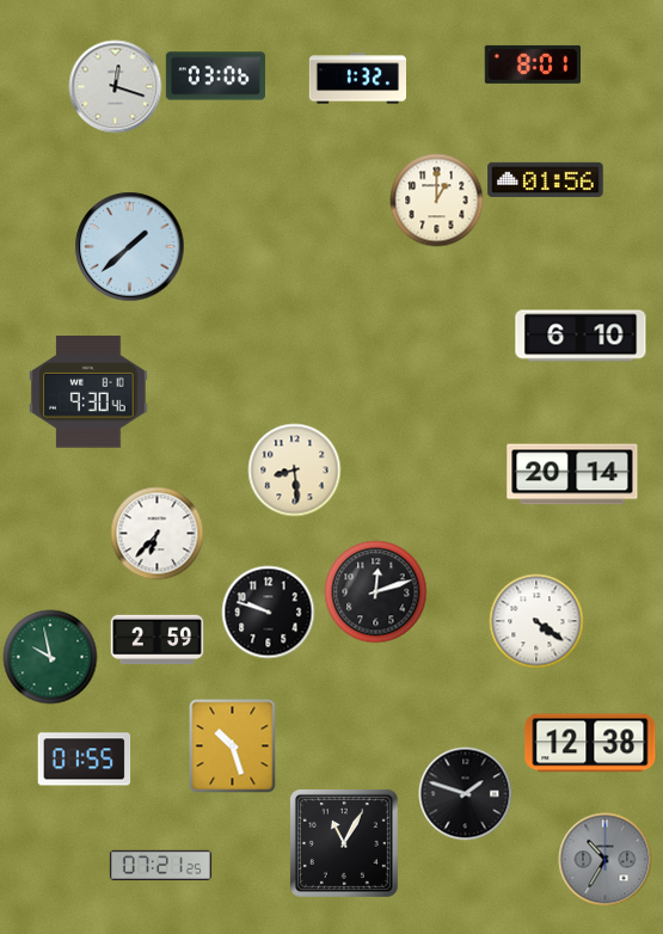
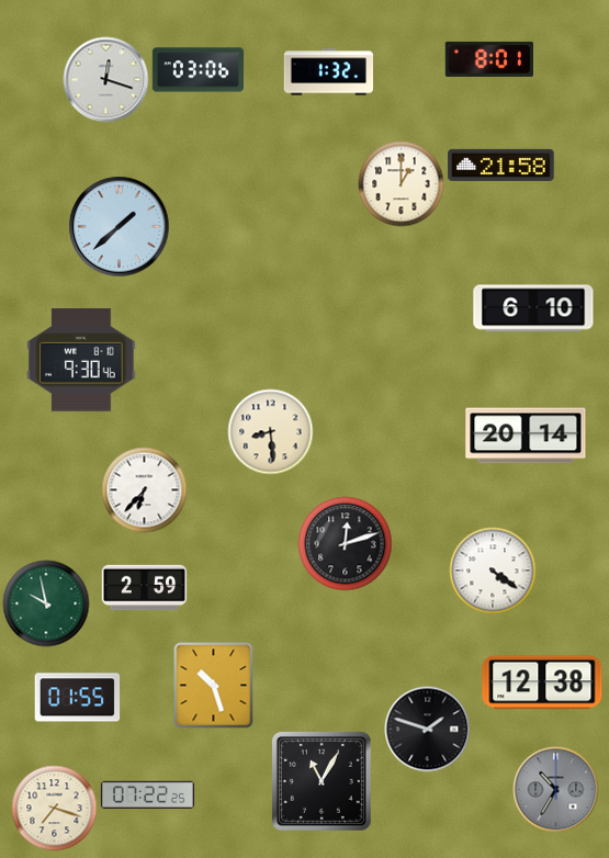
clock at (546, 179): 01:56 -> 21:58
clock at (268, 612): 9:48 -> none
clock at (344, 843) position: (344, 843) -> (322, 781)
clock at (160, 865): 07:21 -> 07:22
clock at (54, 808): none -> 7:18
